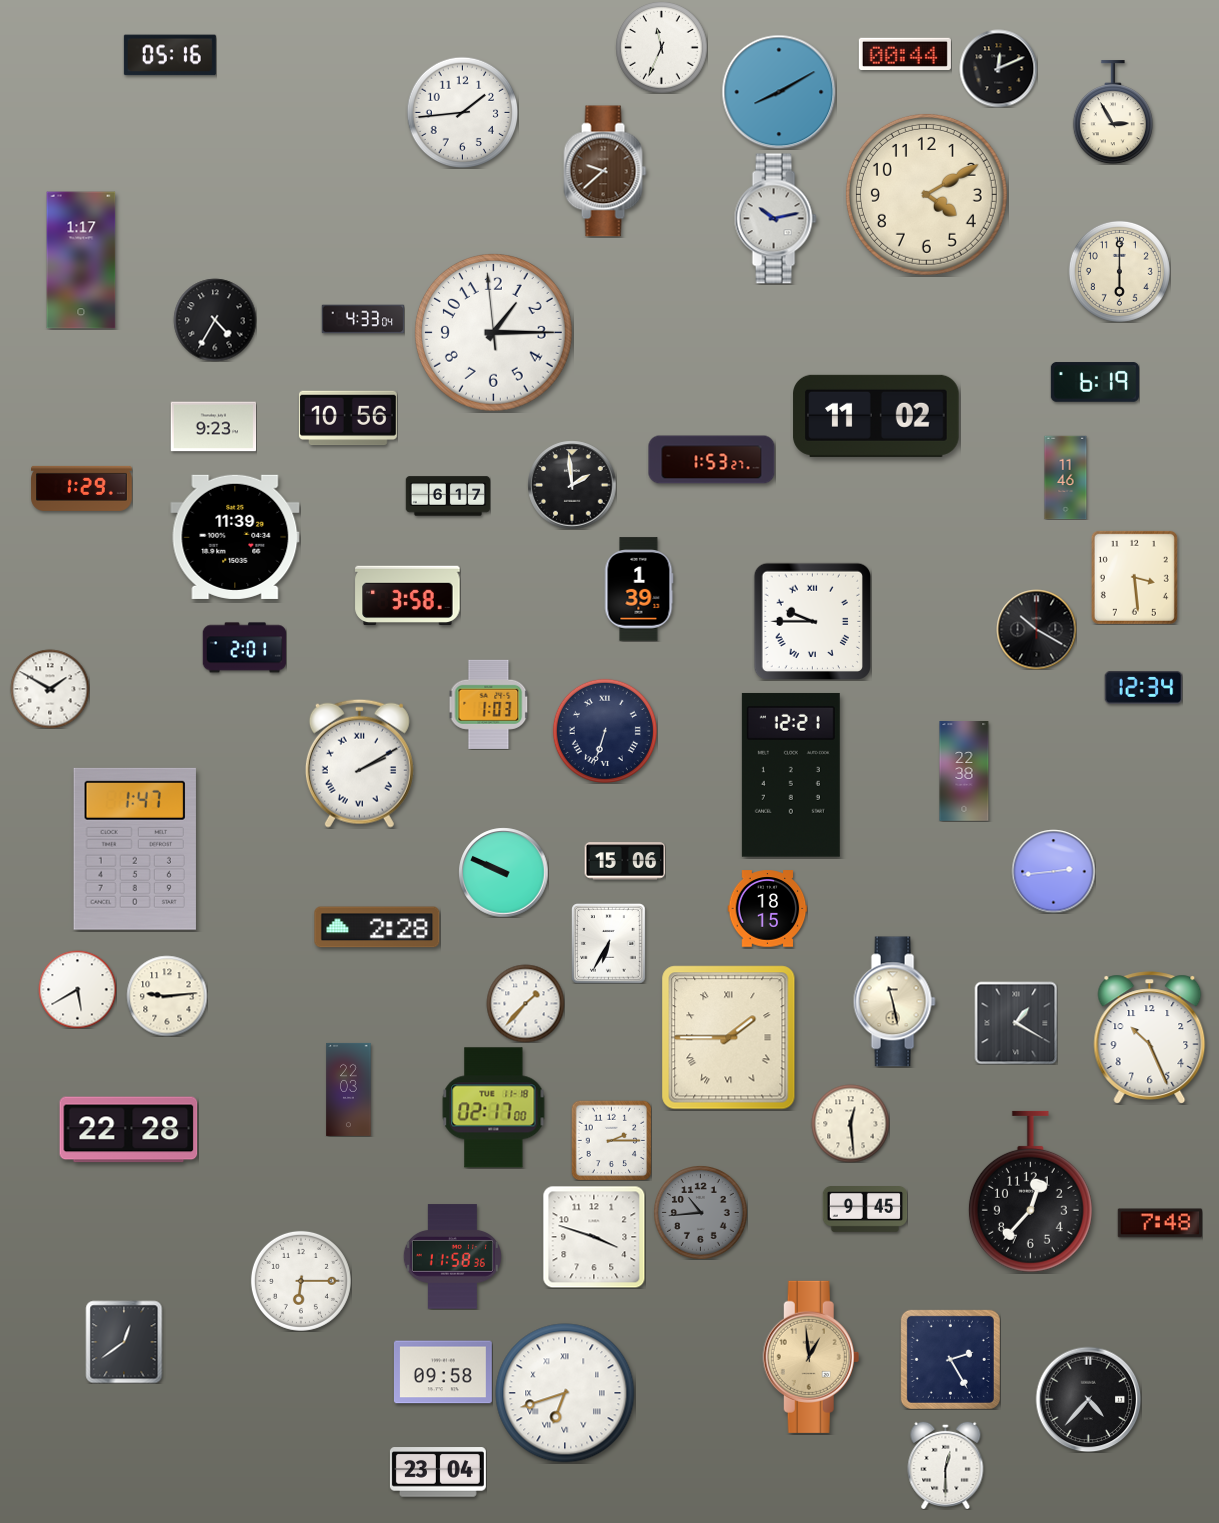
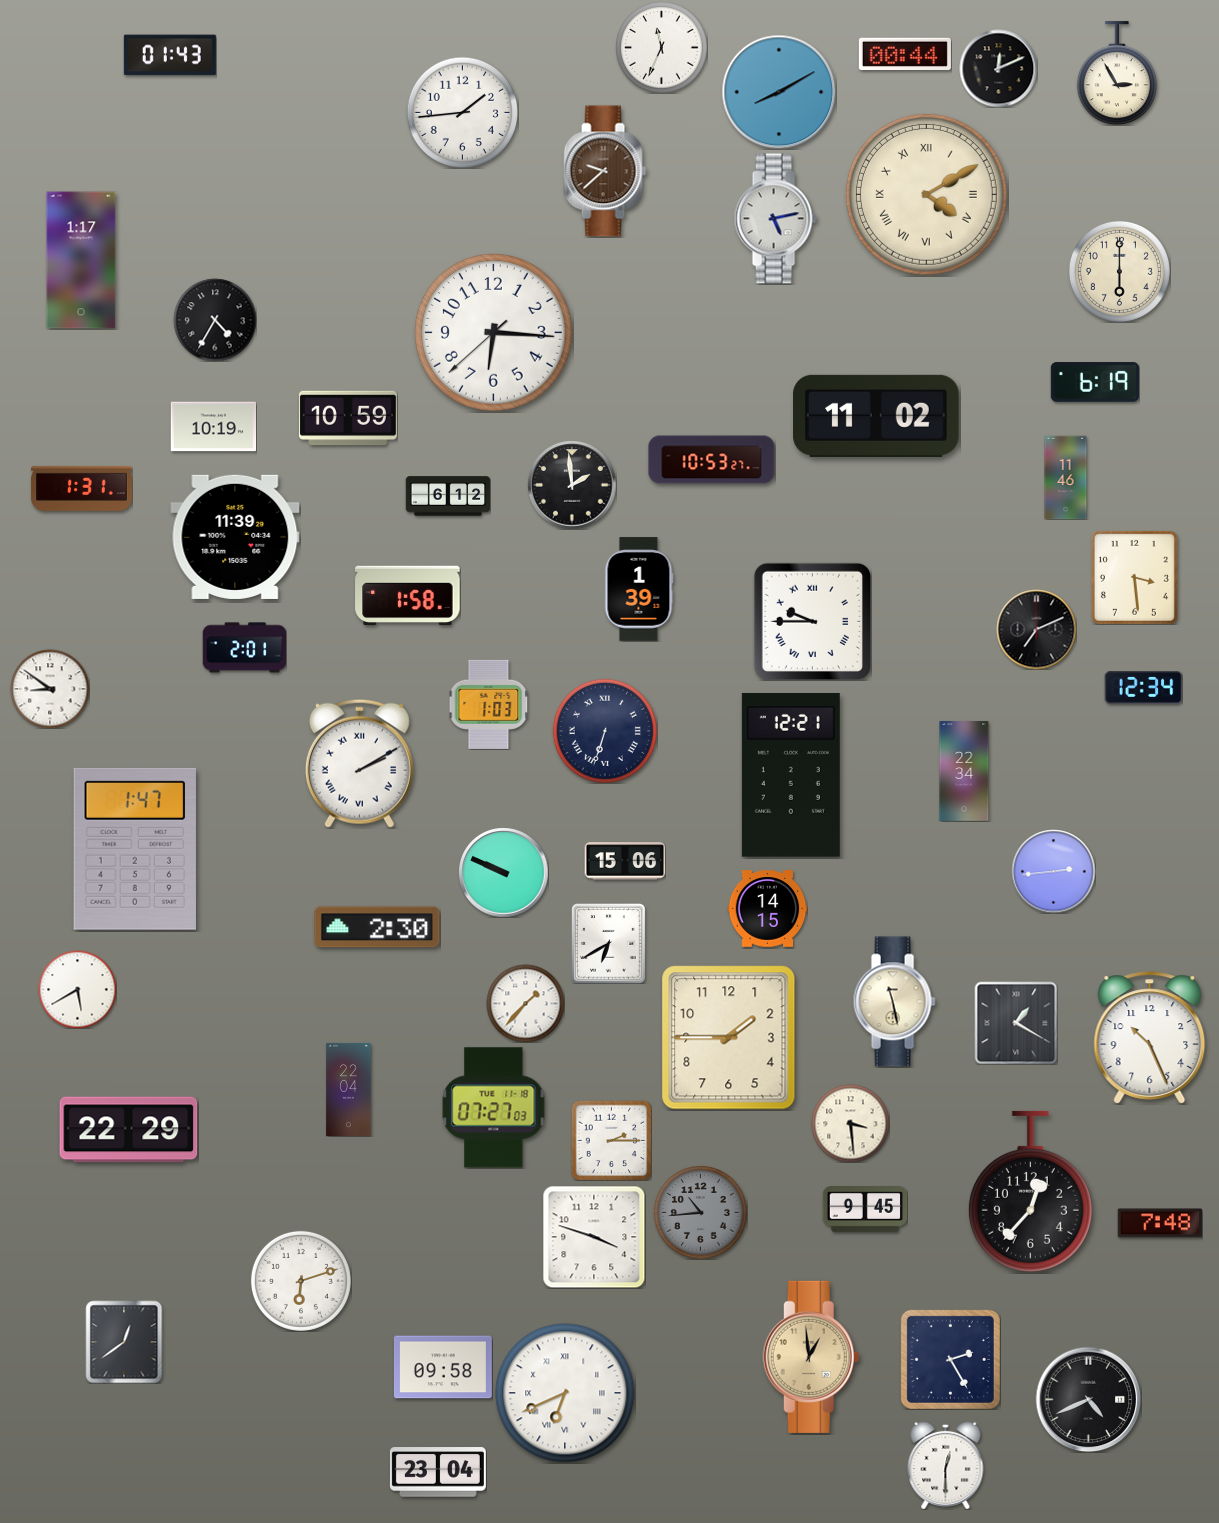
clock at (170, 55): 05:16 -> 01:43
clock at (1113, 112) position: (1113, 112) -> (1117, 73)
clock at (926, 194) numerals: Arabic -> Roman
clock at (775, 219): 10:13 -> 5:13
clock at (363, 319): 4:33 -> none
clock at (494, 333): 1:14 -> 6:15
clock at (348, 418): 10:56 -> 10:59
clock at (213, 427): 9:23 -> 10:19
clock at (712, 460): 1:53 -> 10:53
clock at (82, 488): 1:29 -> 1:31
clock at (448, 496): 6:17 -> 6:12
clock at (408, 596): 3:58 -> 1:58
clock at (1036, 629): 10:20 -> 7:11
clock at (50, 689): 1:50 -> 8:51
clock at (964, 771): 22:38 -> 22:34
clock at (767, 909): 18:15 -> 14:15
clock at (377, 927): 2:28 -> 2:30
clock at (609, 943): 6:35 -> 6:40
clock at (167, 996): 9:14 -> none
clock at (729, 1038) numerals: Roman -> Arabic
clock at (349, 1089): 22:03 -> 22:04
clock at (494, 1108): 02:17 -> 07:27
clock at (850, 1123): 12:29 -> 3:29
clock at (129, 1130): 22:28 -> 22:29
clock at (452, 1257): 11:58 -> none
clock at (301, 1281): 6:15 -> 6:12
clock at (443, 1372) position: (443, 1372) -> (443, 1367)
clock at (565, 1393): 6:42 -> 6:41
clock at (1088, 1399): 4:37 -> 4:41
